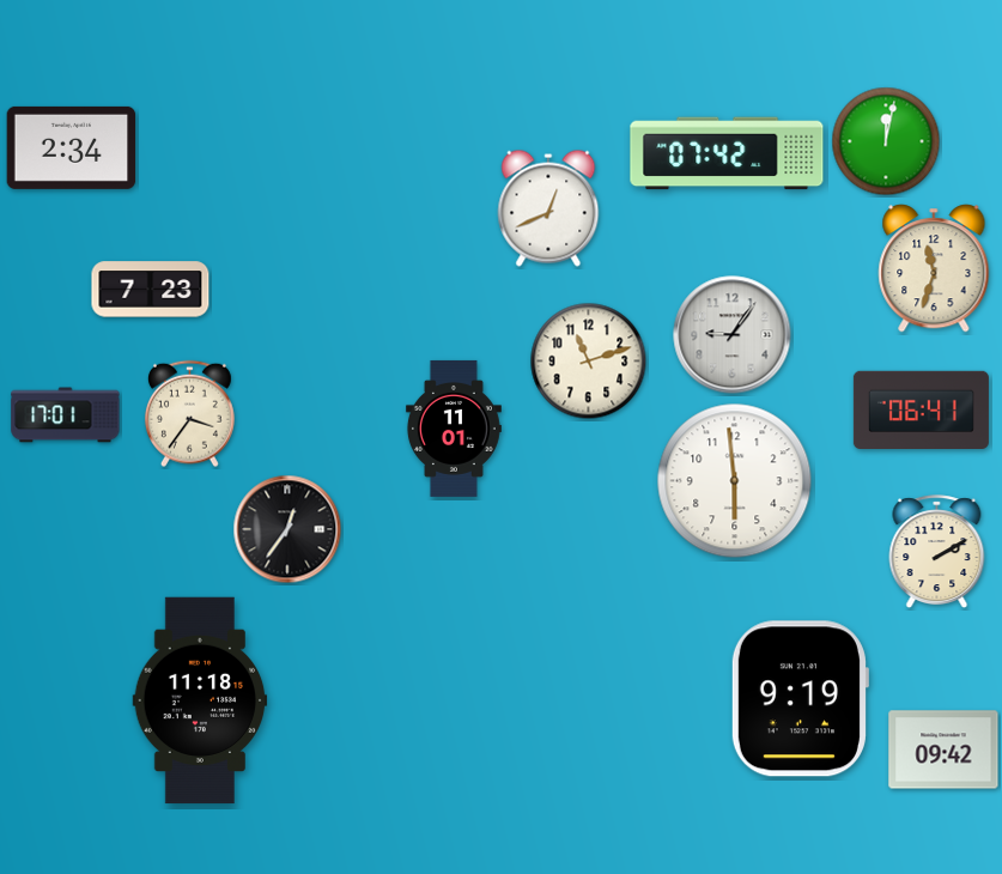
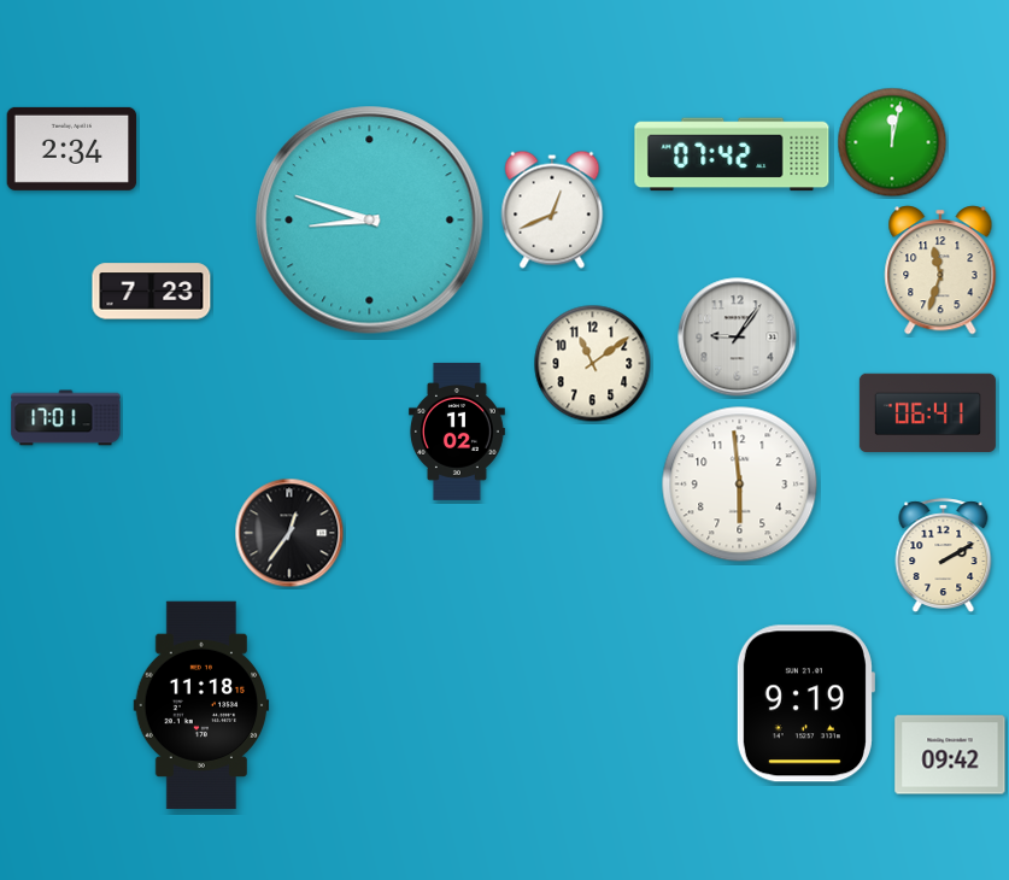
clock at (370, 221): none -> 8:48
clock at (589, 362): 11:12 -> 11:09
clock at (189, 414): 3:36 -> none
clock at (454, 429): 11:01 -> 11:02
